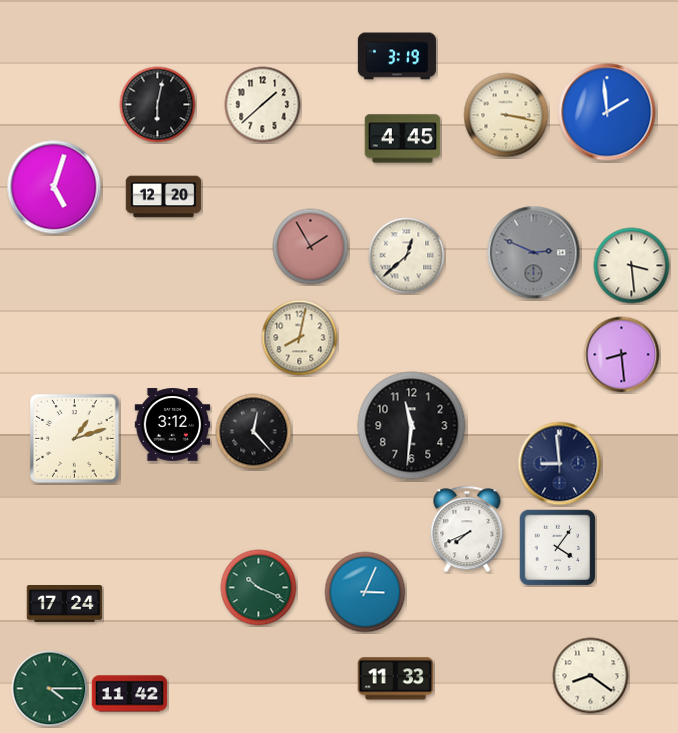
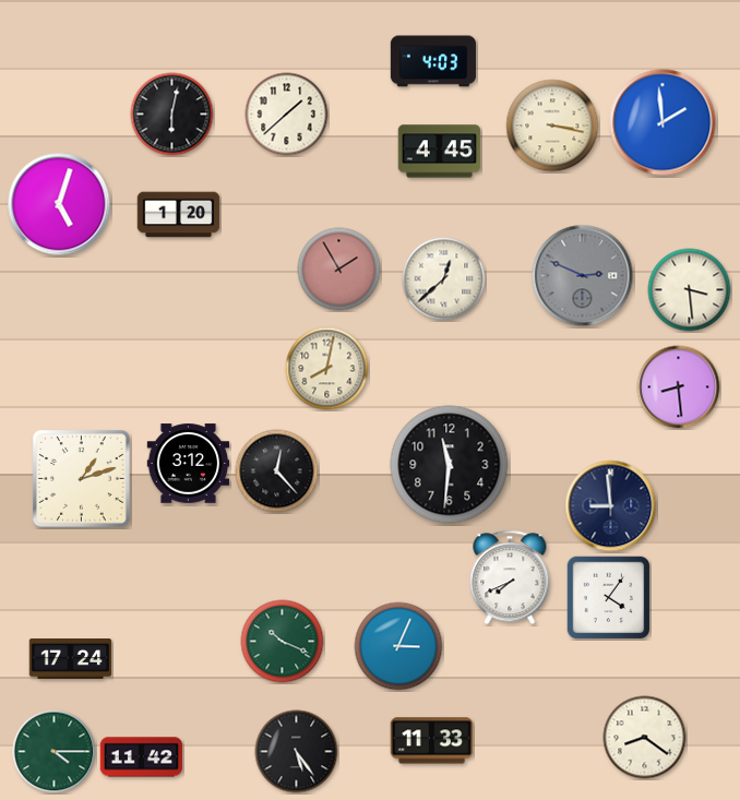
clock at (397, 56): 3:19 -> 4:03
clock at (164, 197): 12:20 -> 1:20
clock at (297, 752): none -> 5:24
